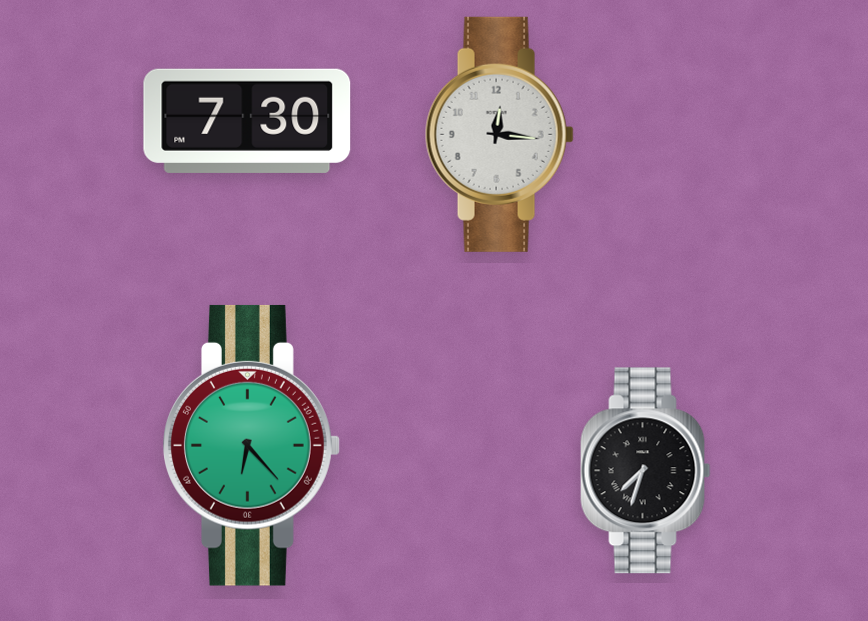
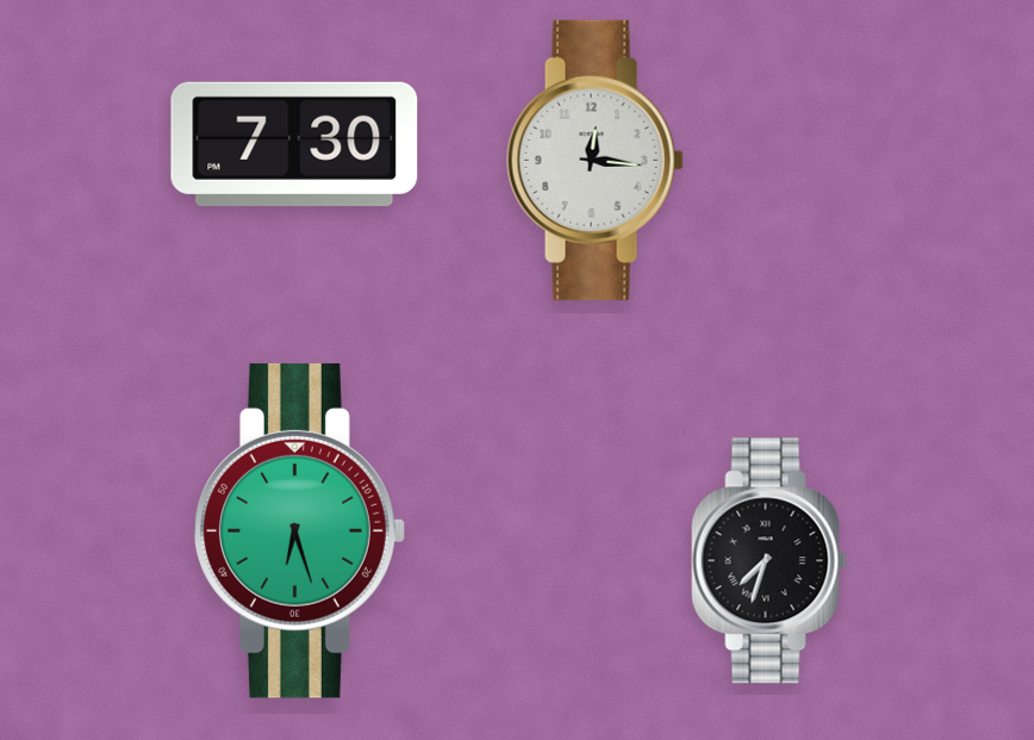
clock at (251, 445): 6:23 -> 6:27
